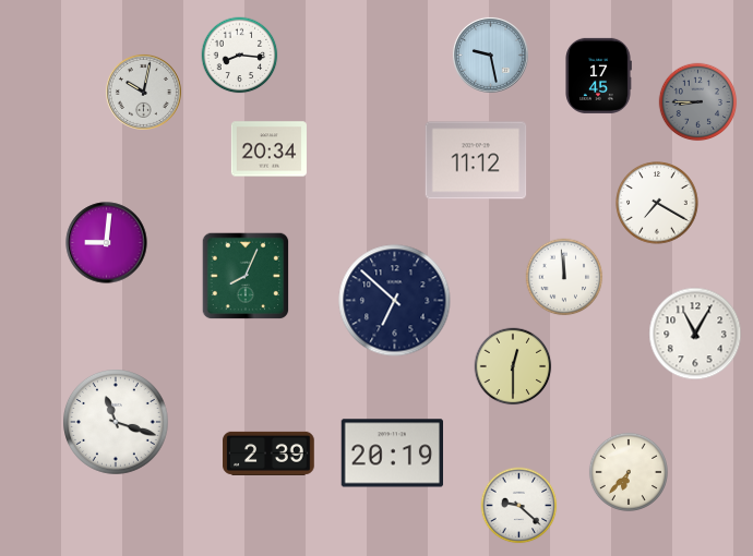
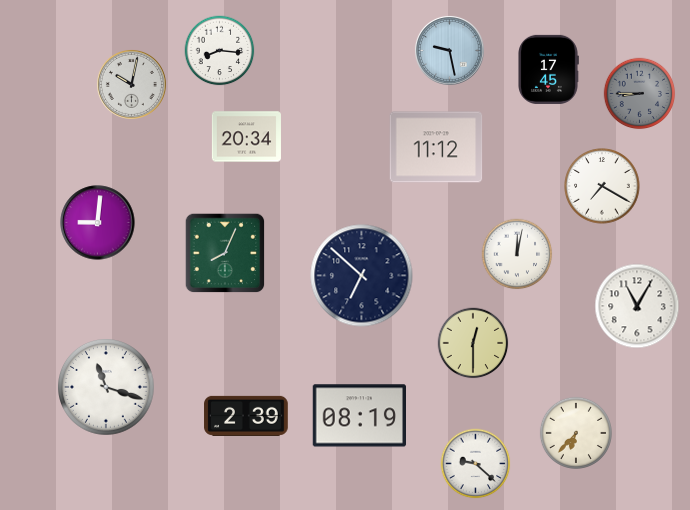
clock at (564, 277): 11:59 -> 12:02
clock at (513, 366) position: (513, 366) -> (473, 343)
clock at (392, 454): 20:19 -> 08:19
